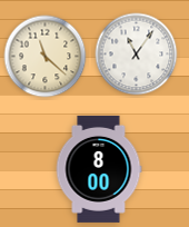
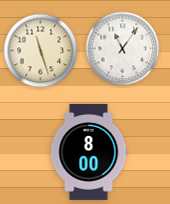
clock at (46, 57): 11:22 -> 11:27
